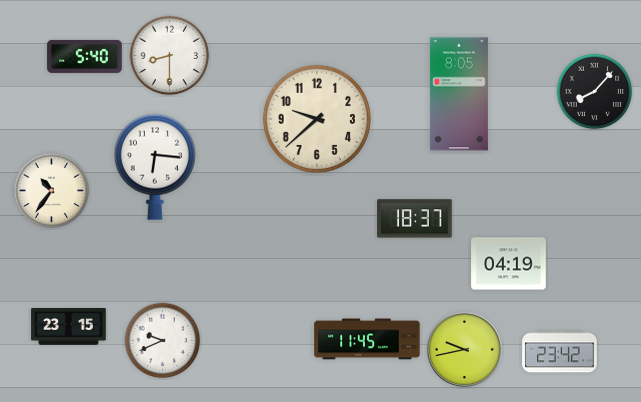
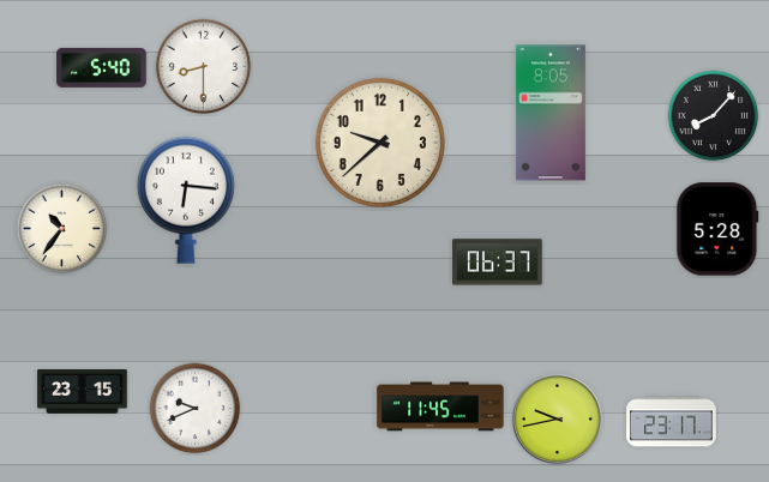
clock at (595, 92) position: (595, 92) -> (714, 116)
clock at (717, 229): none -> 5:28
clock at (415, 219): 18:37 -> 06:37
clock at (509, 264): 04:19 -> none
clock at (560, 352): 23:42 -> 23:17
